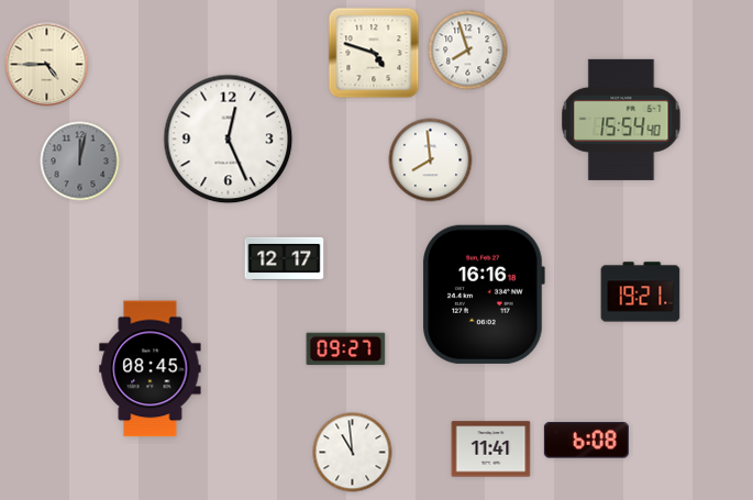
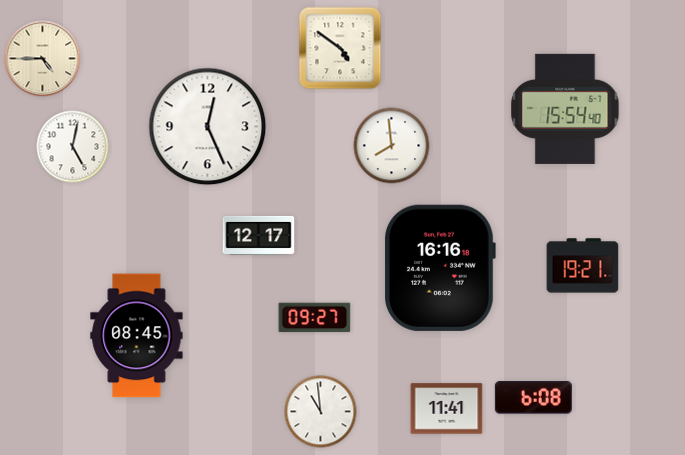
clock at (468, 51): 7:57 -> none
clock at (374, 53): 4:48 -> 4:51
clock at (80, 162): 12:02 -> 5:02
clock at (80, 162) dial: grey -> white
clock at (586, 441) position: (586, 441) -> (533, 398)
